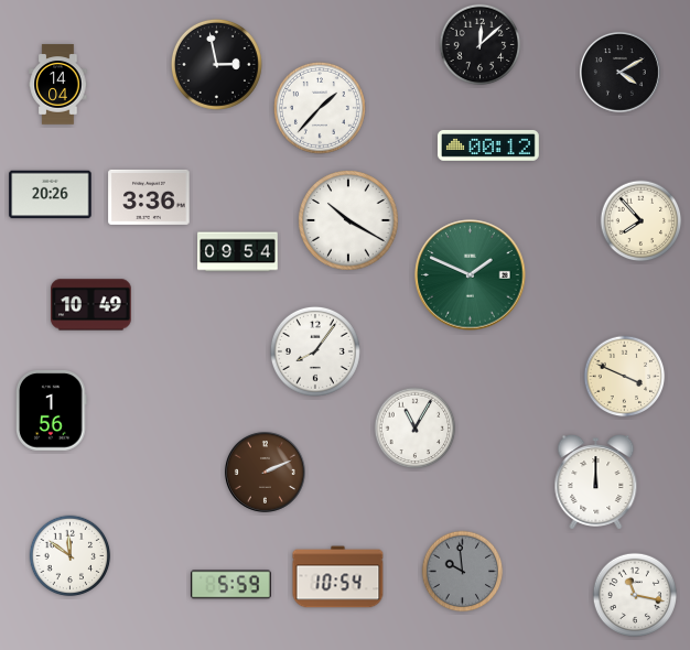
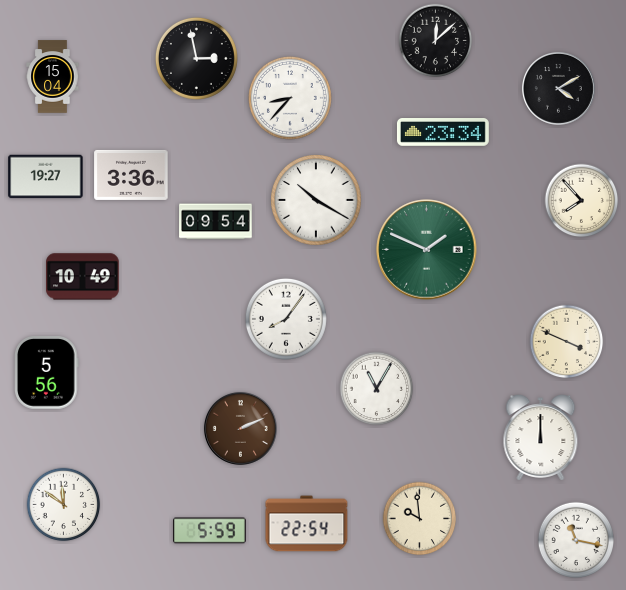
clock at (619, 72) position: (619, 72) -> (558, 88)
clock at (58, 85): 14:04 -> 15:04
clock at (320, 108): 1:37 -> 8:37
clock at (488, 147): 00:12 -> 23:34
clock at (51, 195): 20:26 -> 19:27
clock at (149, 197) position: (149, 197) -> (131, 175)
clock at (238, 252) position: (238, 252) -> (216, 222)
clock at (52, 411): 1:56 -> 5:56
clock at (463, 572) dial: grey -> cream
clock at (338, 577): 10:54 -> 22:54
